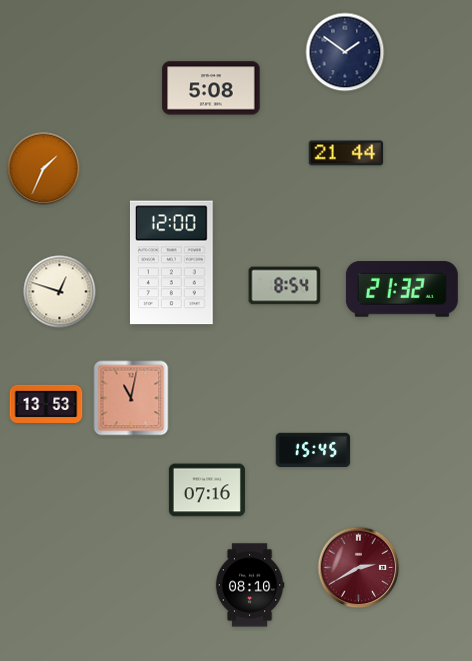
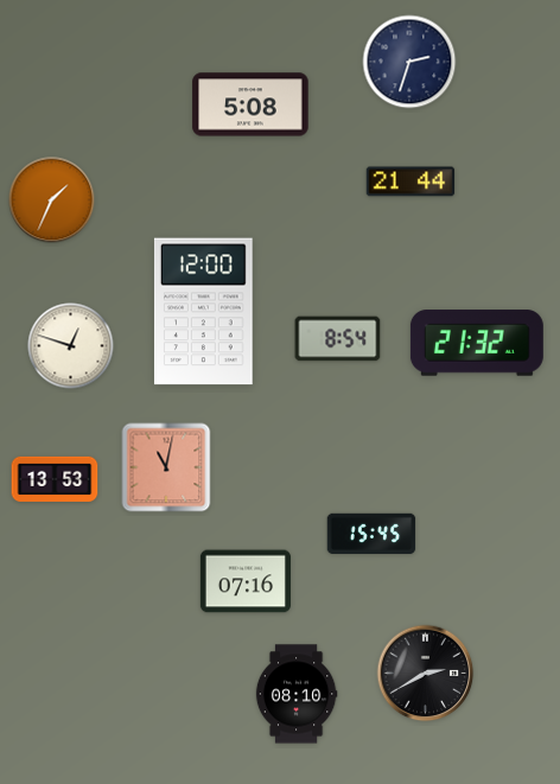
clock at (345, 52): 1:51 -> 2:33
clock at (131, 398) position: (131, 398) -> (166, 467)
clock at (359, 568) dial: burgundy -> black
